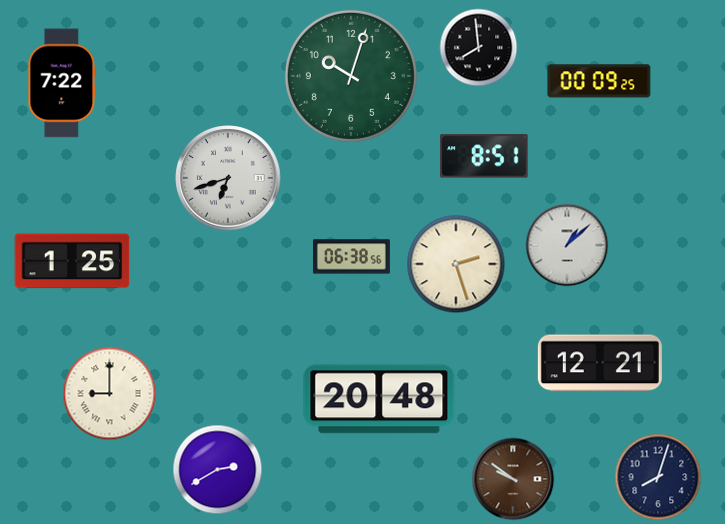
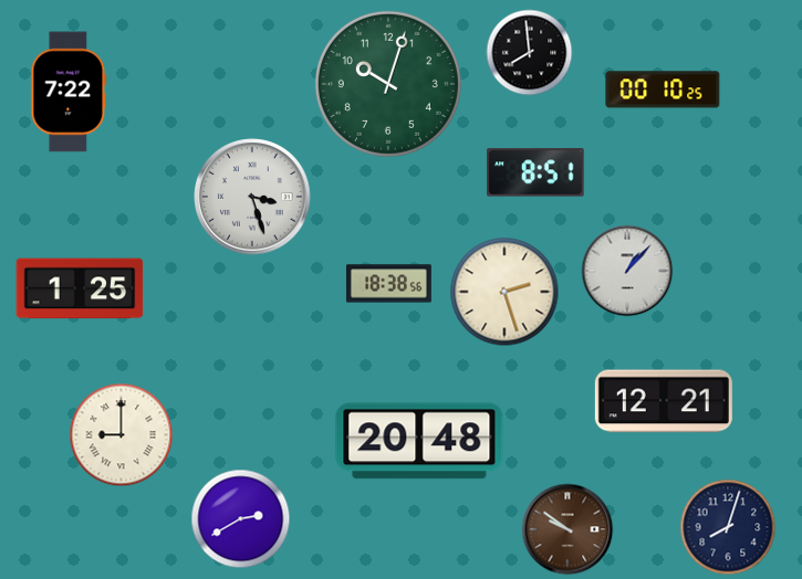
clock at (599, 81): 00:09 -> 00:10
clock at (228, 178): 6:42 -> 3:27
clock at (567, 245): 1:08 -> 1:07
clock at (351, 257): 06:38 -> 18:38
